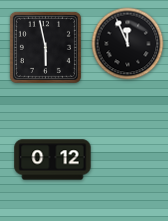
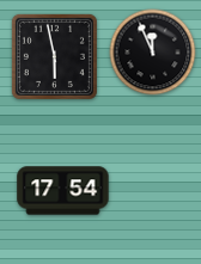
clock at (53, 160): 0:12 -> 17:54
